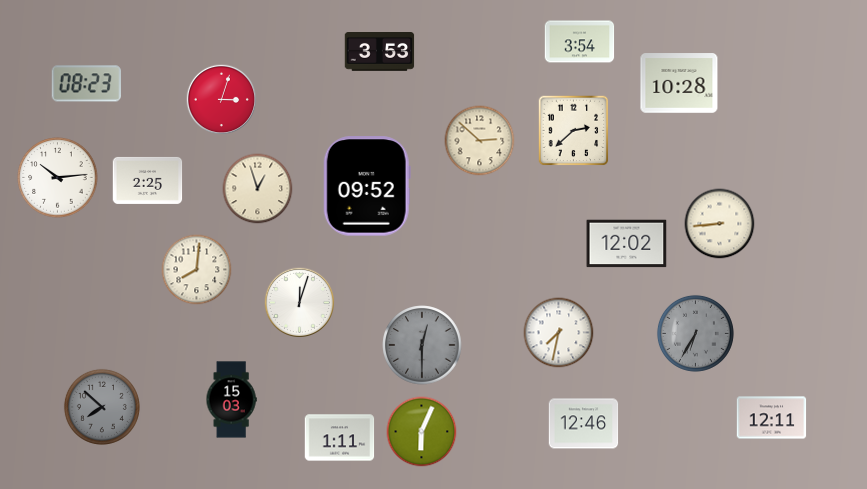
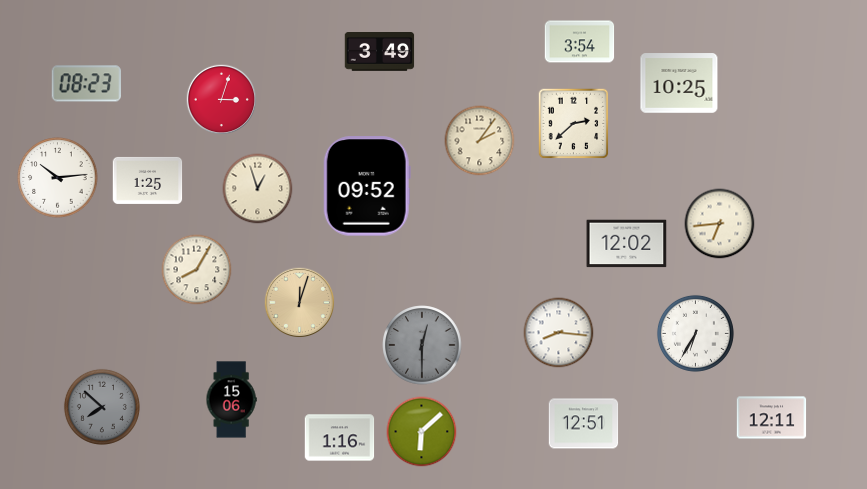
clock at (380, 52): 3:53 -> 3:49
clock at (679, 83): 10:28 -> 10:25
clock at (574, 131) position: (574, 131) -> (574, 124)
clock at (480, 141): 2:52 -> 2:06
clock at (148, 180): 2:25 -> 1:25
clock at (720, 224): 8:44 -> 6:44
clock at (197, 270): 8:01 -> 8:05
clock at (299, 302) dial: white -> champagne
clock at (559, 333): 7:32 -> 8:16
clock at (695, 333) dial: grey -> white
clock at (231, 400): 15:03 -> 15:06
clock at (584, 424): 12:46 -> 12:51
clock at (422, 432): 6:04 -> 6:08
clock at (340, 438): 1:11 -> 1:16
